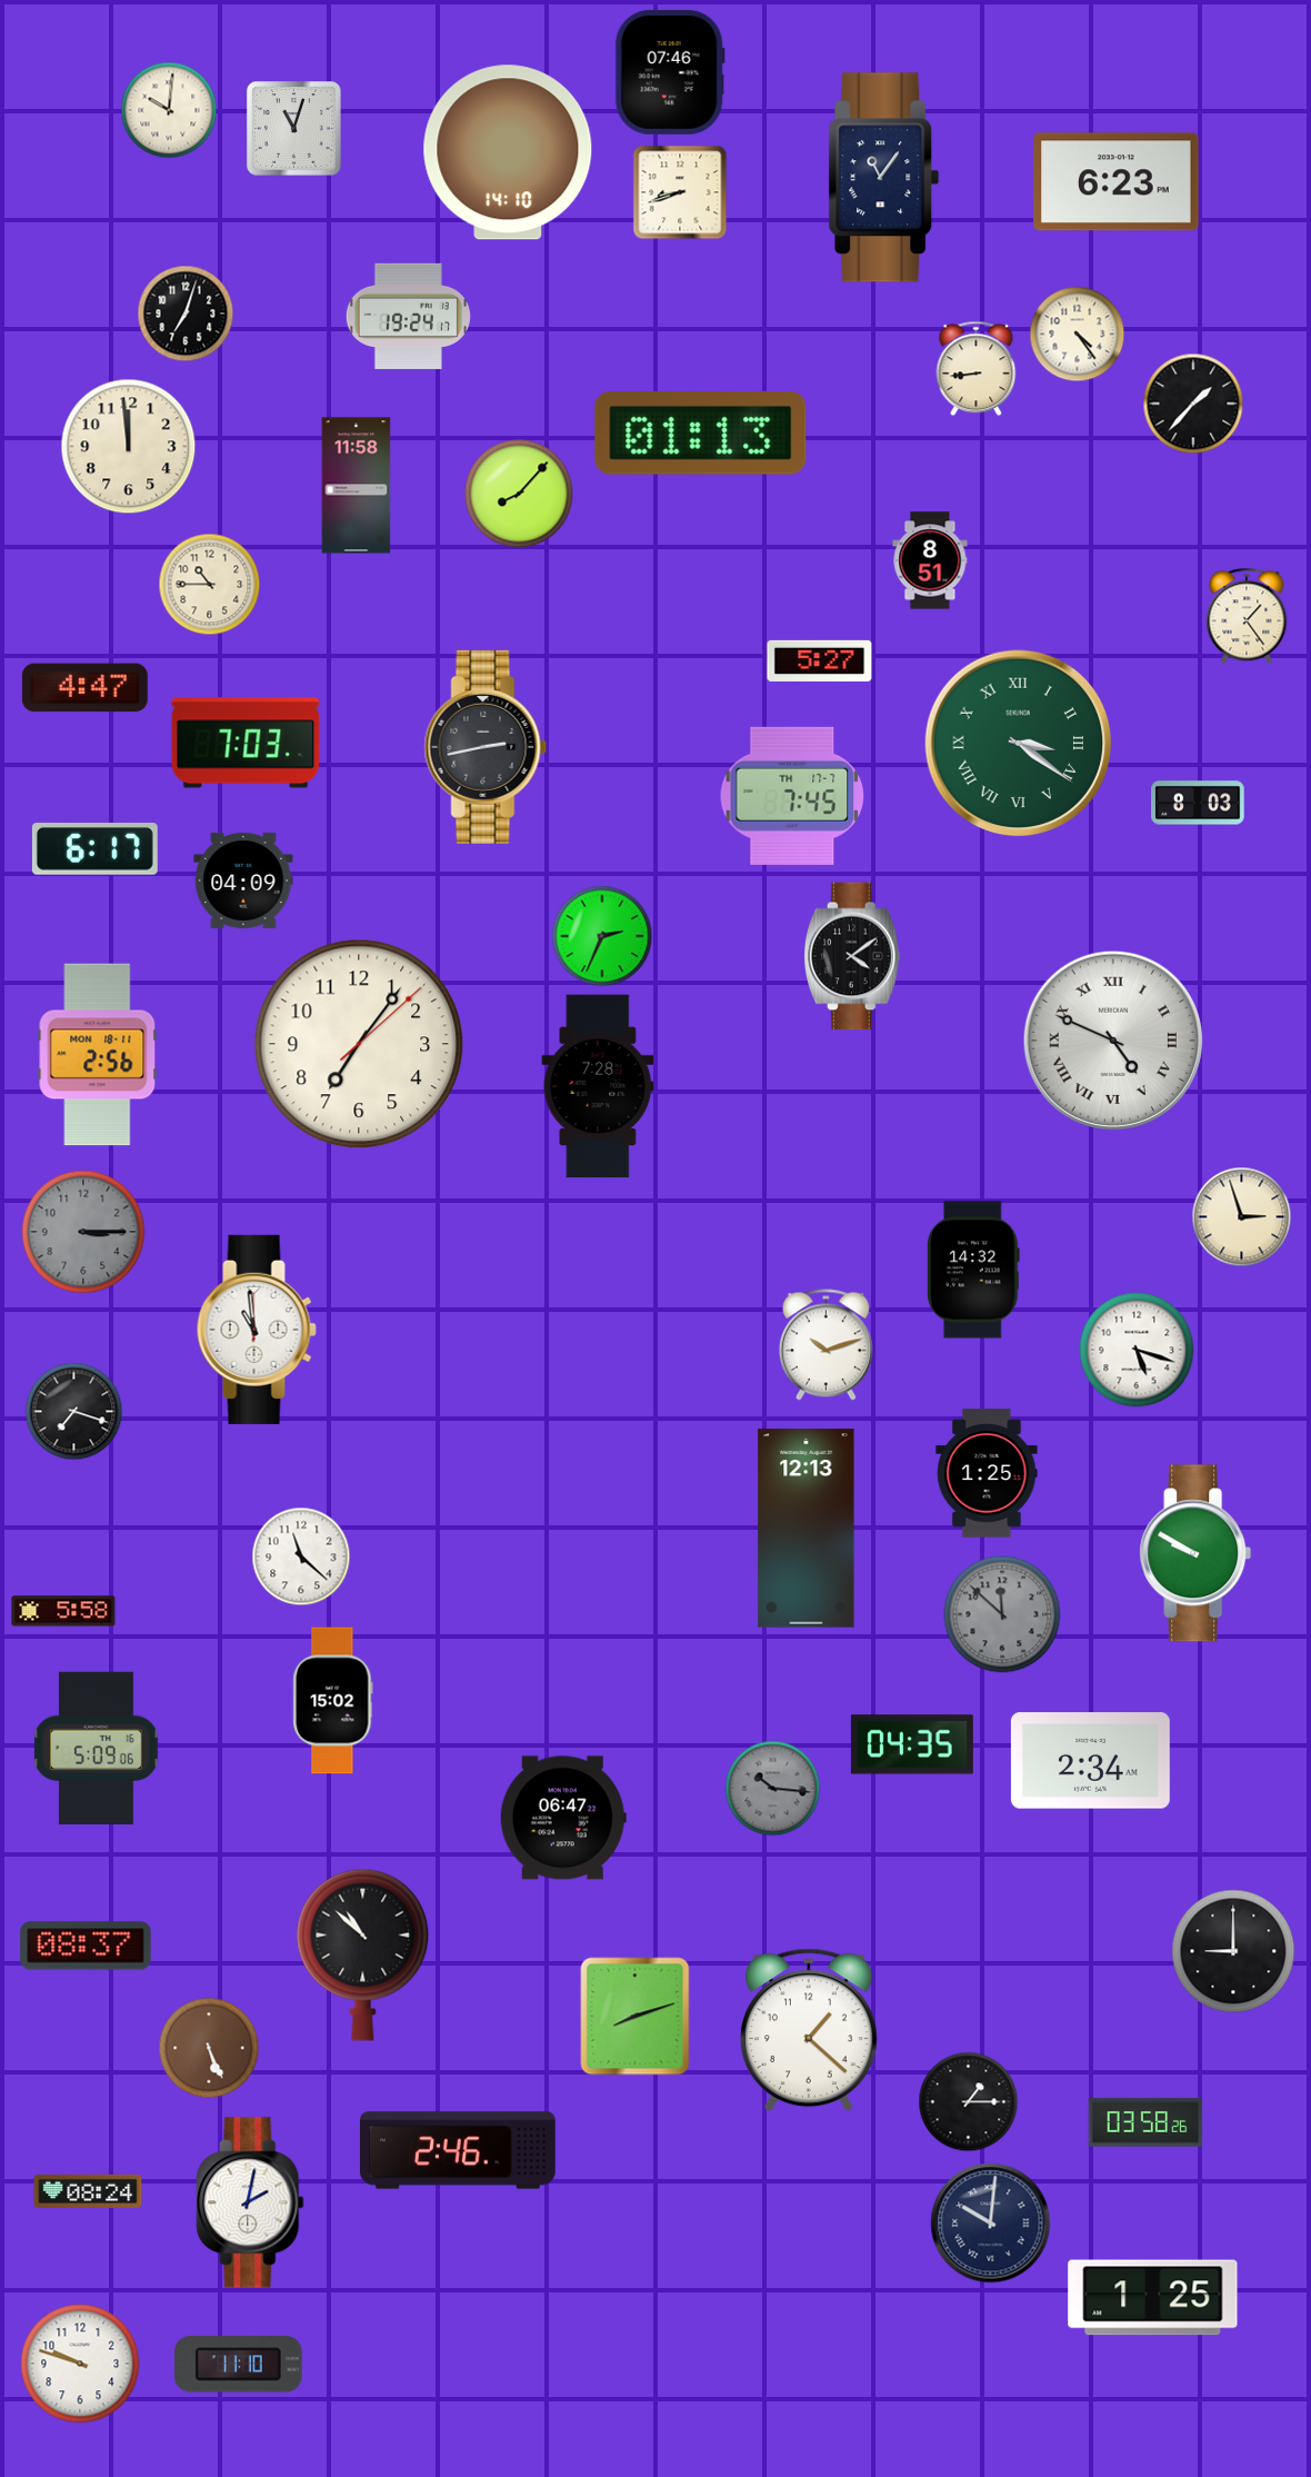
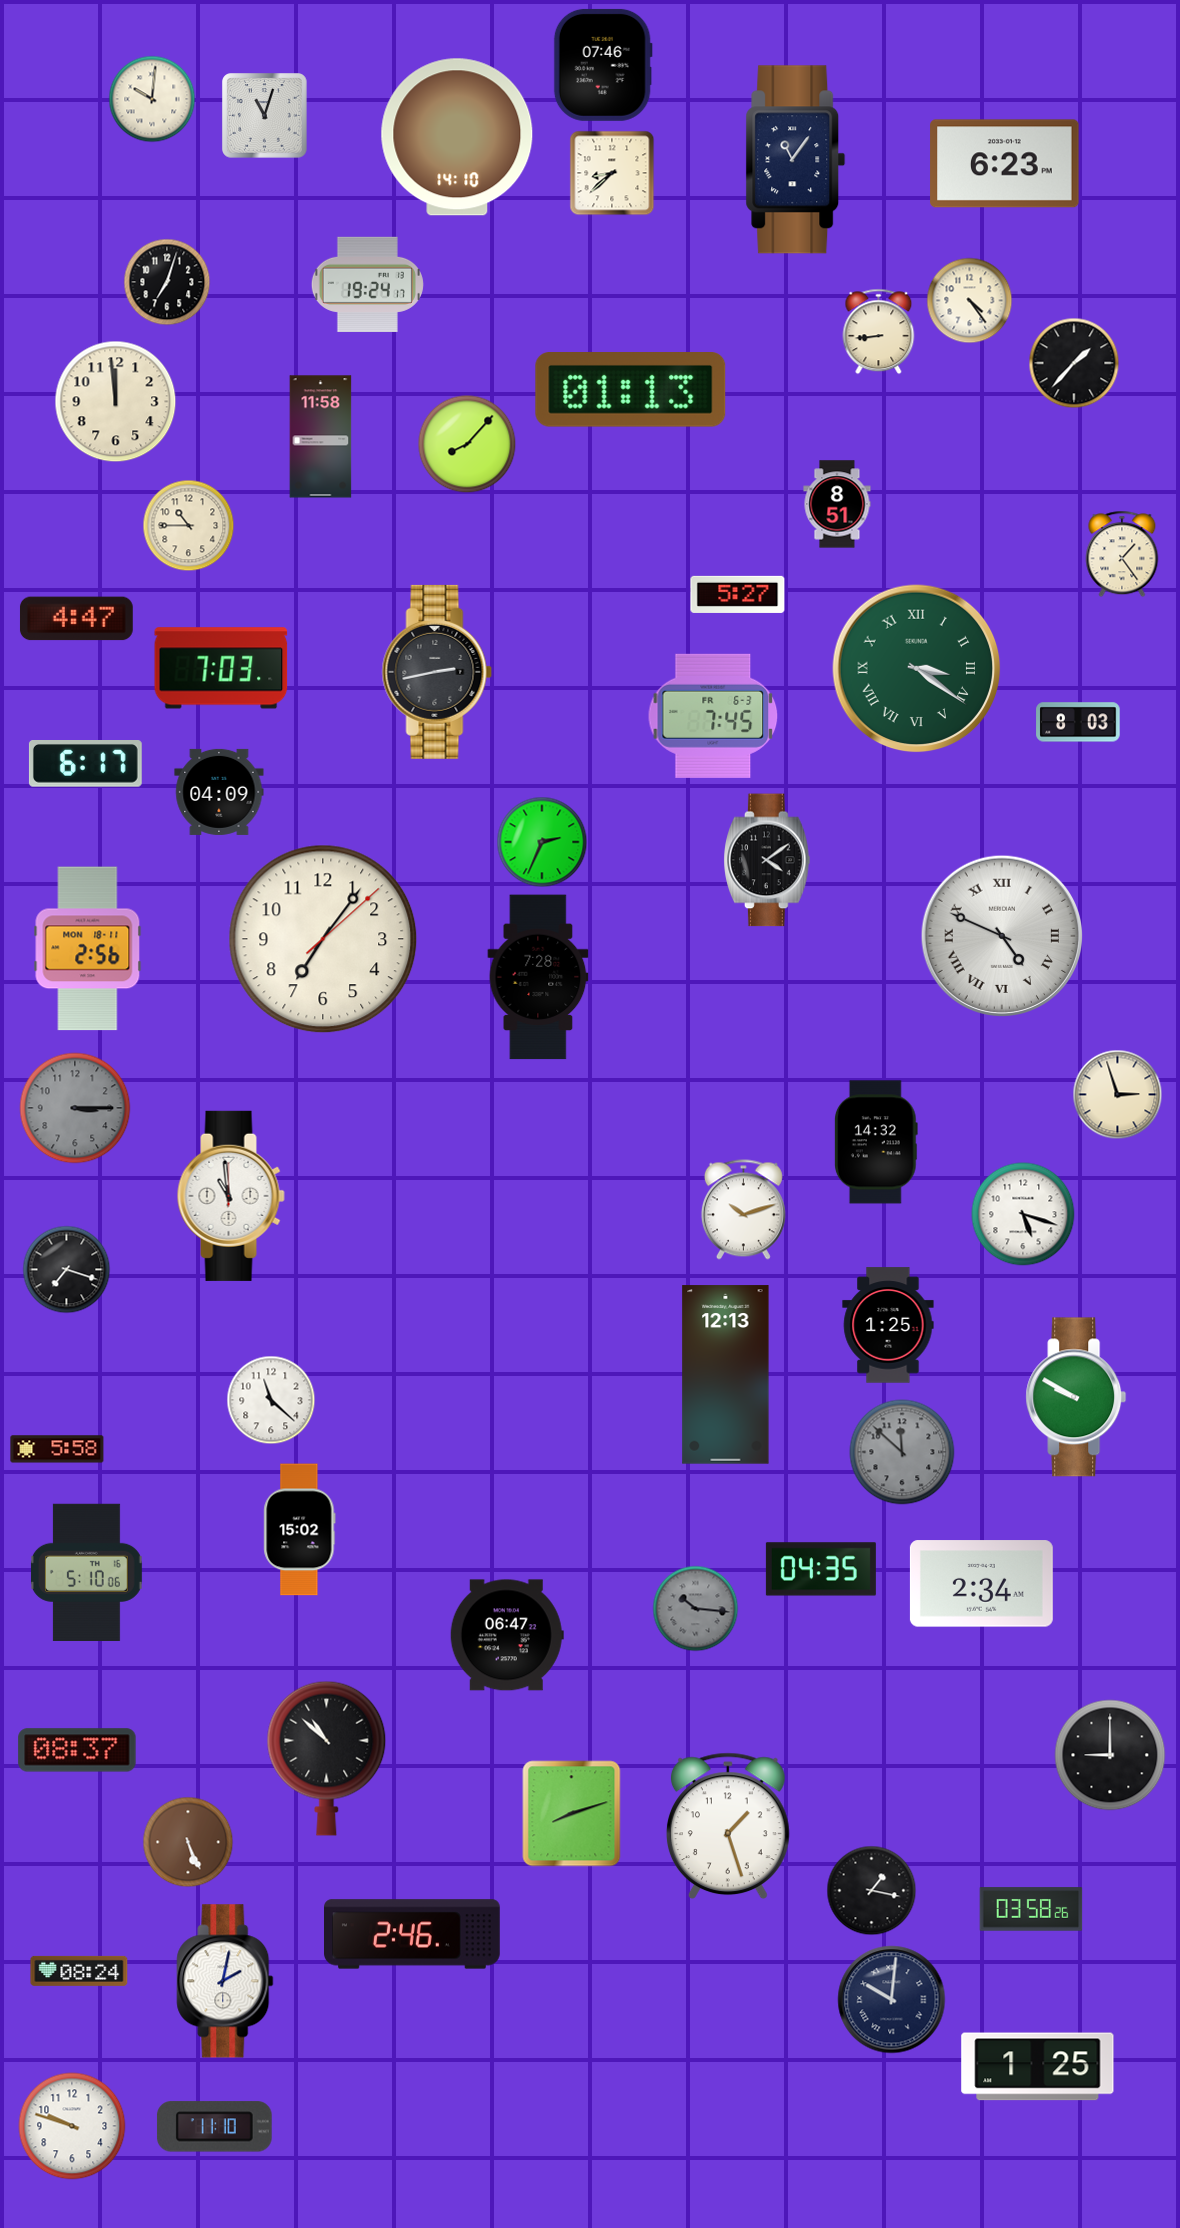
clock at (680, 192): 8:42 -> 8:38
clock at (792, 796) date: TH 17-7 -> FR 6-3
clock at (97, 1748): 5:09 -> 5:10
clock at (809, 2029): 1:22 -> 1:27
clock at (969, 2102): 1:15 -> 1:17
